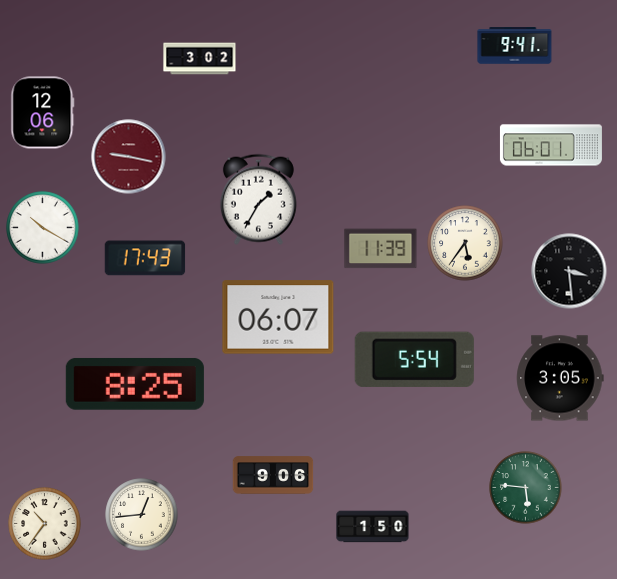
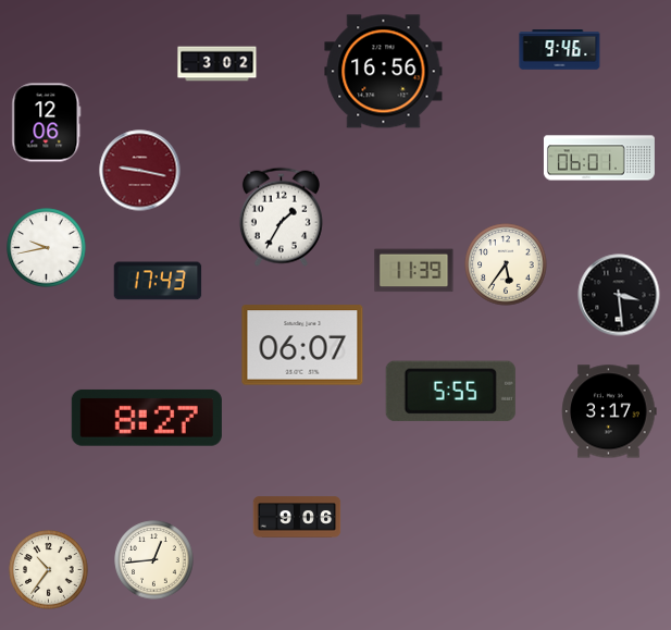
clock at (515, 46): 9:41 -> 9:46
clock at (384, 72): none -> 16:56
clock at (43, 228): 10:20 -> 9:43
clock at (414, 359): 5:54 -> 5:55
clock at (560, 378): 3:05 -> 3:17
clock at (135, 384): 8:25 -> 8:27
clock at (526, 488): 5:46 -> none
clock at (373, 527): 1:50 -> none
